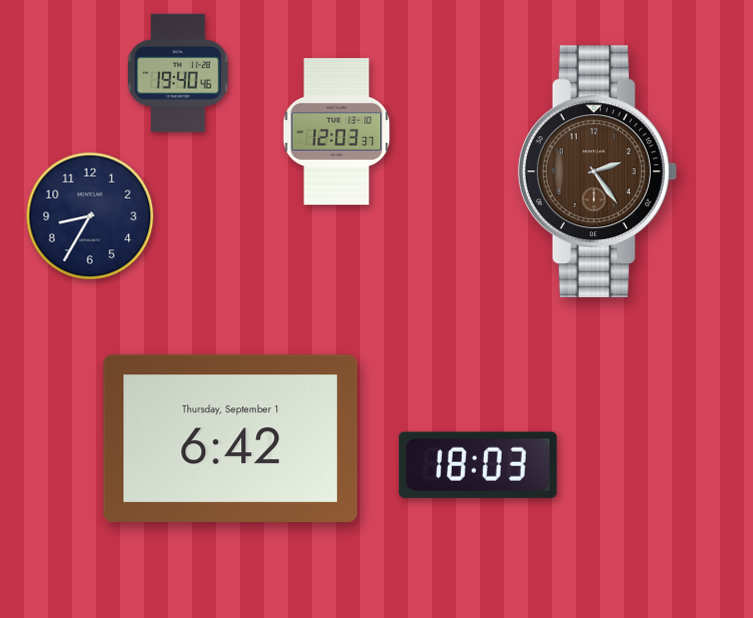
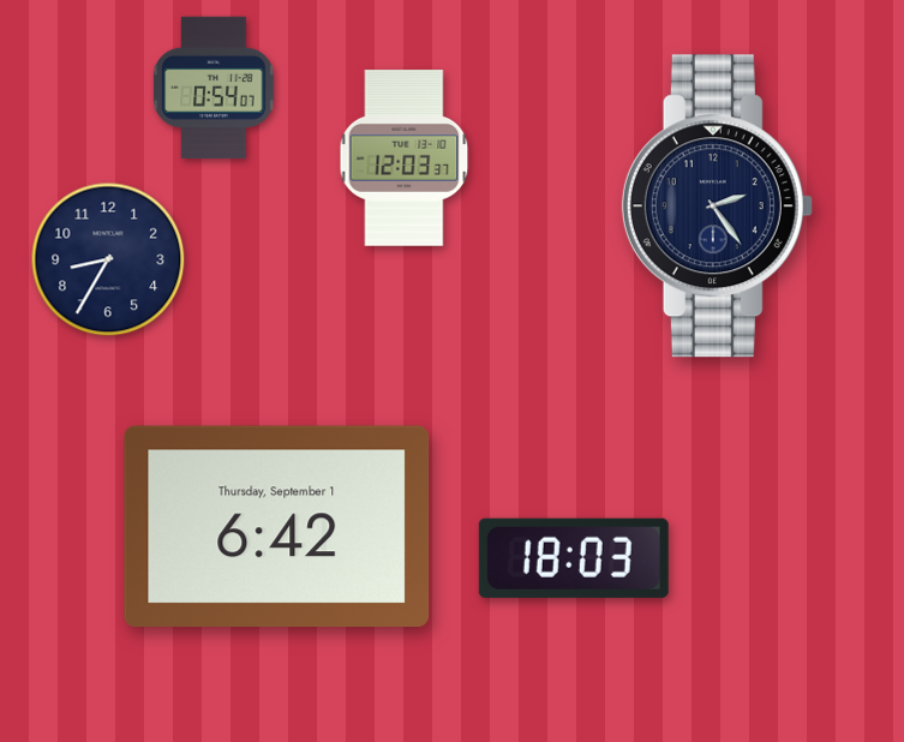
clock at (178, 73): 19:40 -> 0:54
clock at (597, 172) dial: brown -> navy
